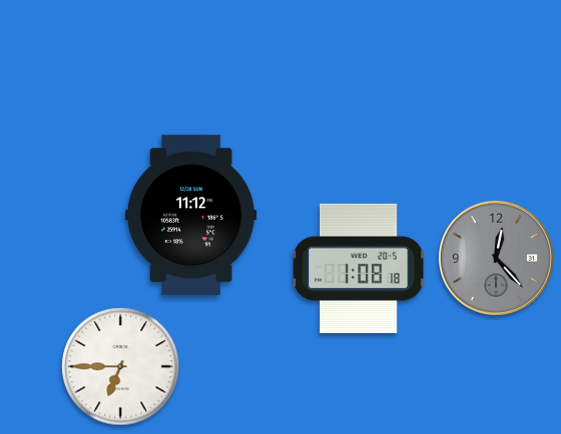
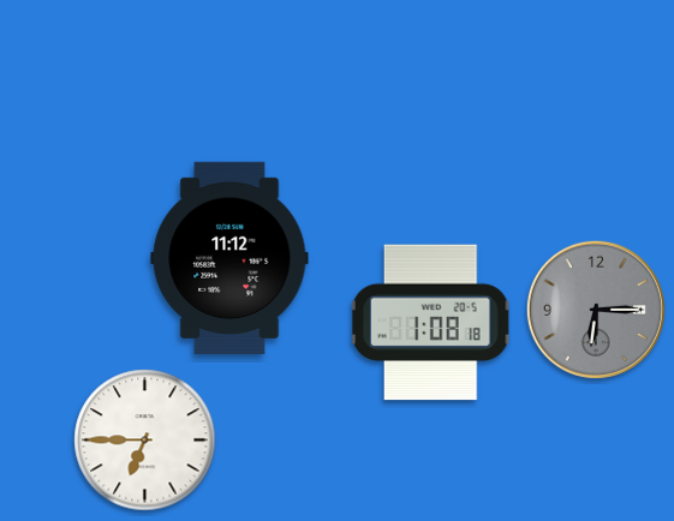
clock at (496, 258): 12:23 -> 6:15
